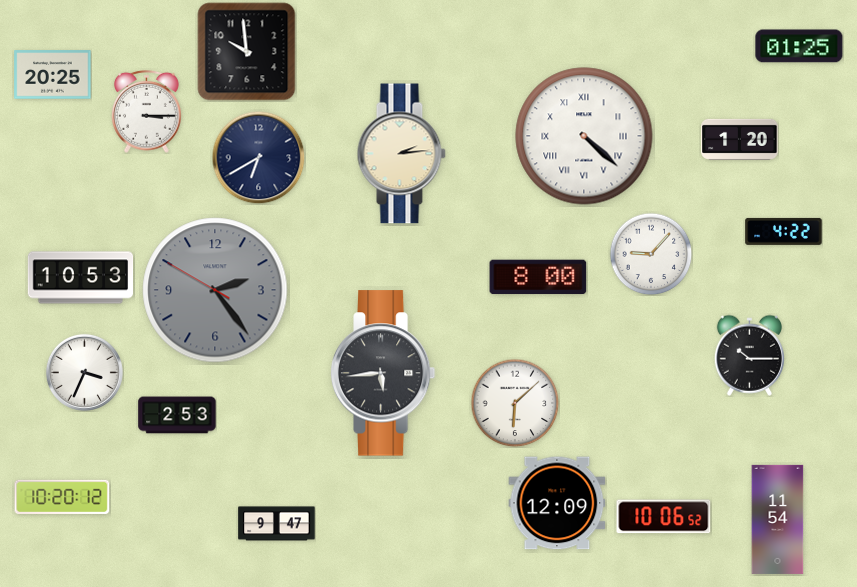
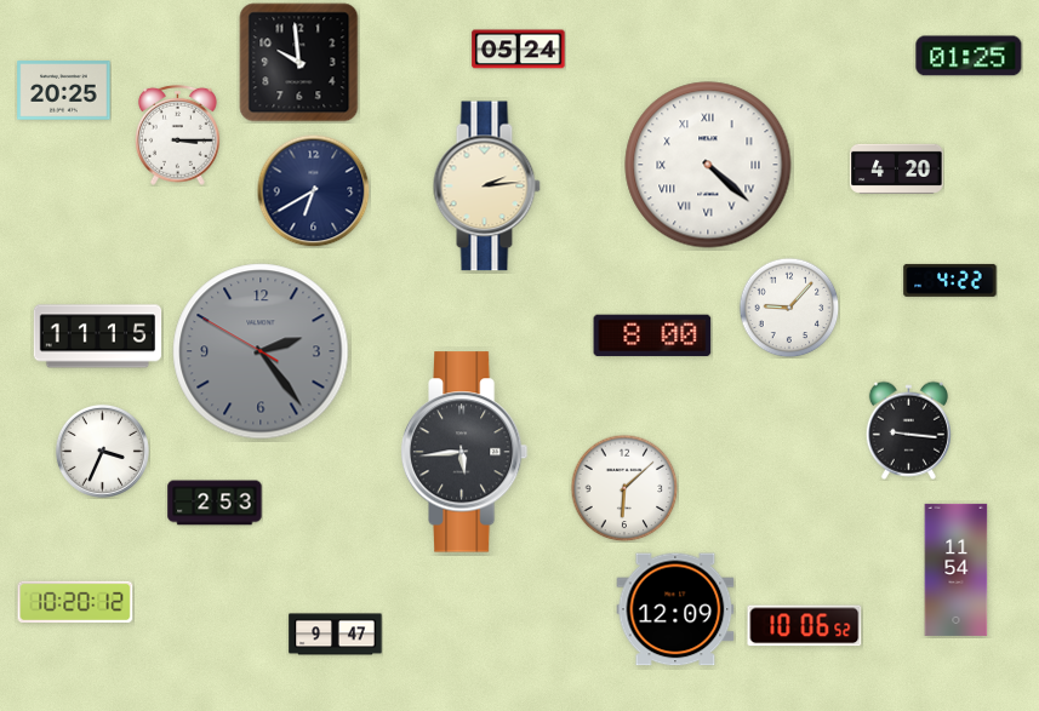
clock at (519, 50): none -> 05:24
clock at (740, 139): 1:20 -> 4:20
clock at (81, 278): 10:53 -> 11:15
clock at (749, 355): 10:15 -> 9:16
clock at (778, 519) position: (778, 519) -> (957, 569)
